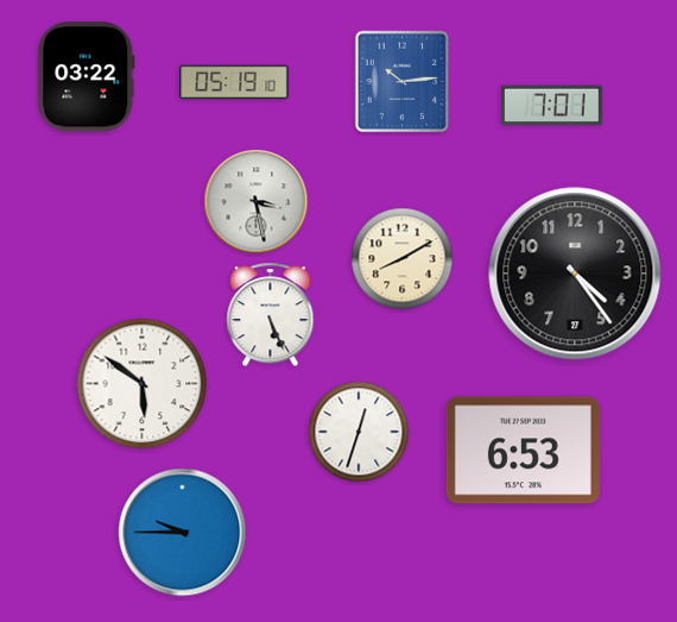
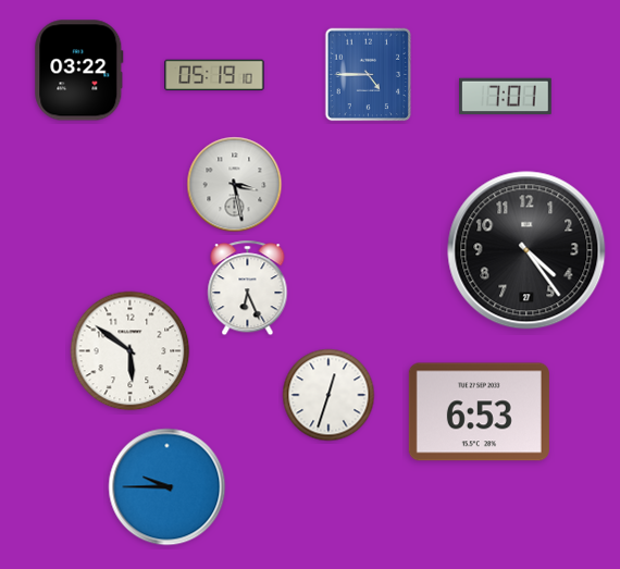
clock at (403, 82): 10:14 -> 4:45
clock at (403, 259): 8:10 -> none
clock at (271, 315): 5:26 -> 6:26
